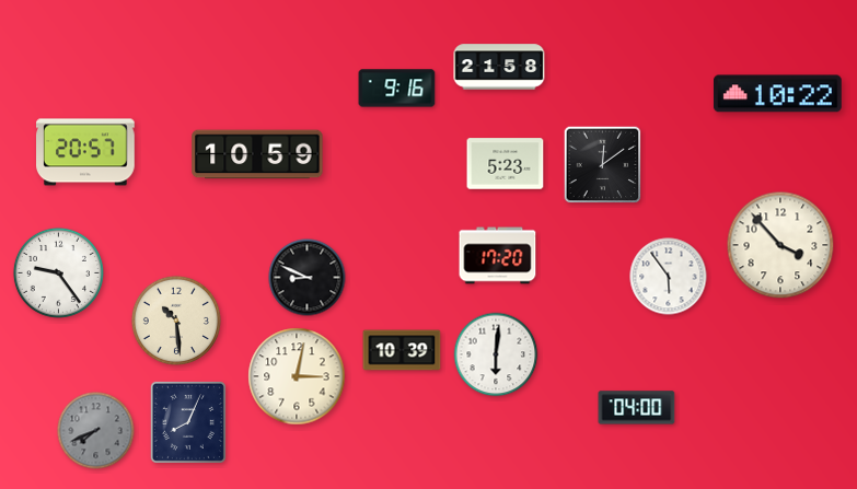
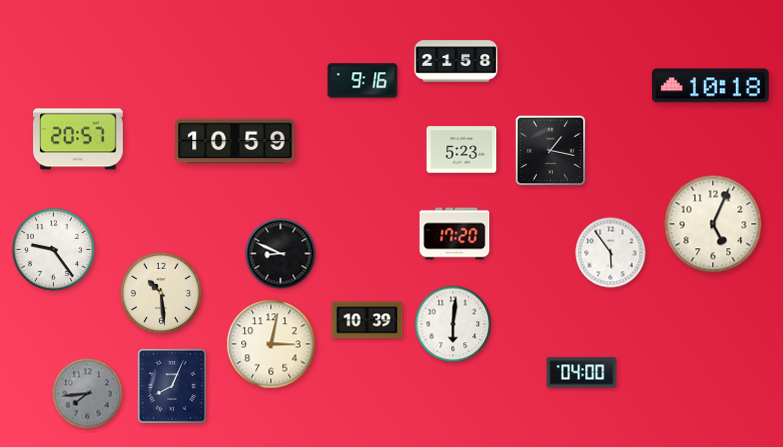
clock at (777, 94): 10:22 -> 10:18
clock at (603, 165): 12:09 -> 1:17
clock at (780, 245): 3:53 -> 5:04
clock at (96, 431): 7:41 -> 7:44
